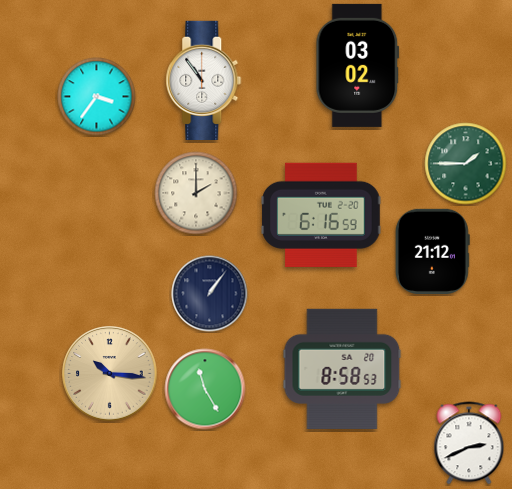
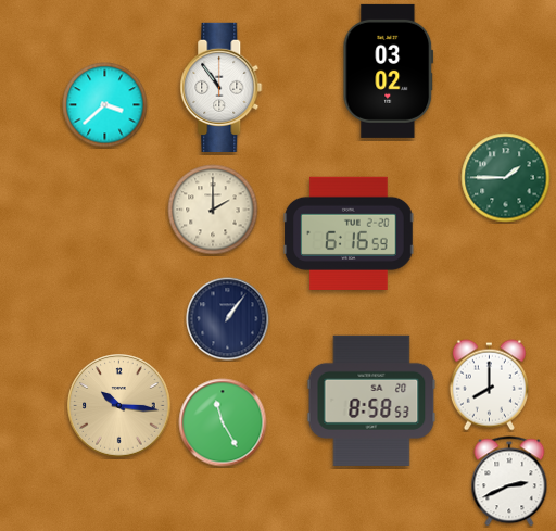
clock at (97, 97): 3:36 -> 3:38
clock at (432, 251): 21:12 -> none
clock at (489, 385): none -> 8:00
